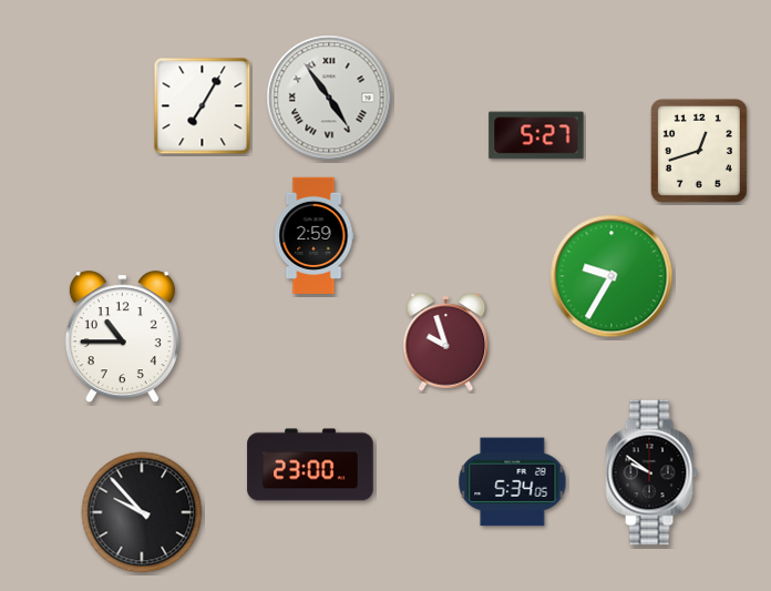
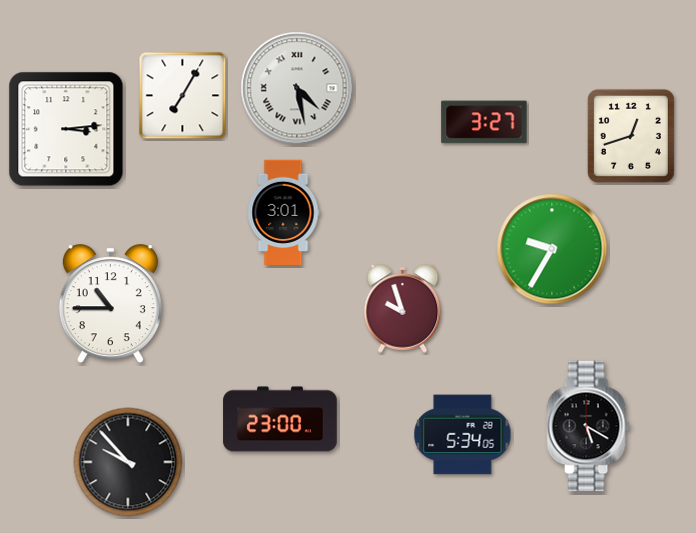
clock at (329, 98): 4:54 -> 4:28
clock at (536, 135): 5:27 -> 3:27
clock at (66, 129): none -> 3:14
clock at (313, 236): 2:59 -> 3:01
clock at (651, 472): 9:51 -> 5:20
